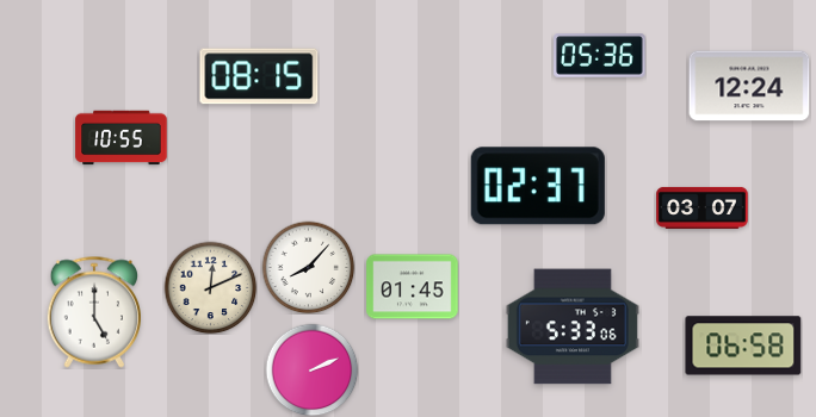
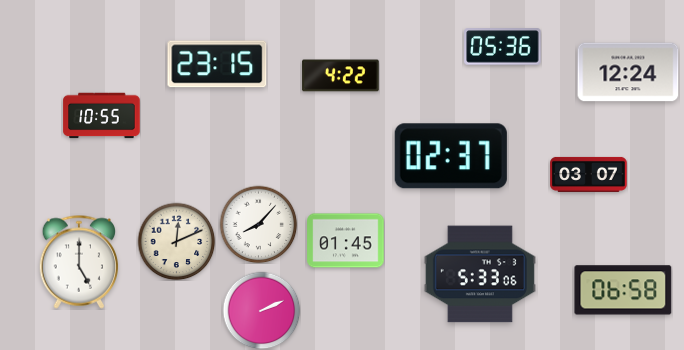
clock at (259, 76): 08:15 -> 23:15
clock at (341, 76): none -> 4:22
